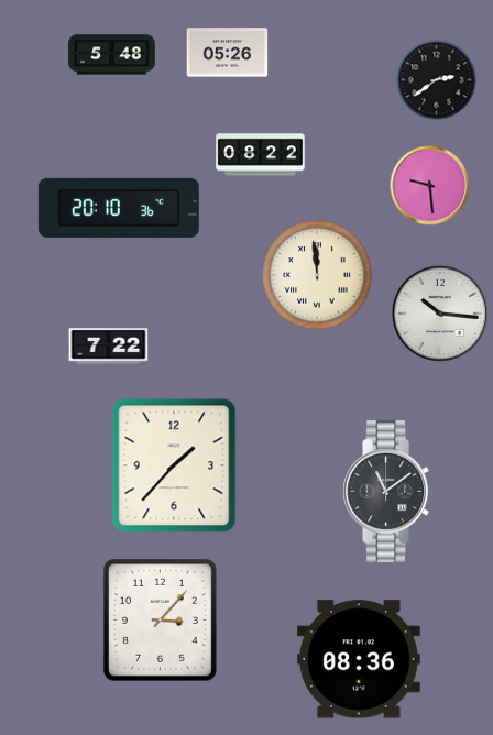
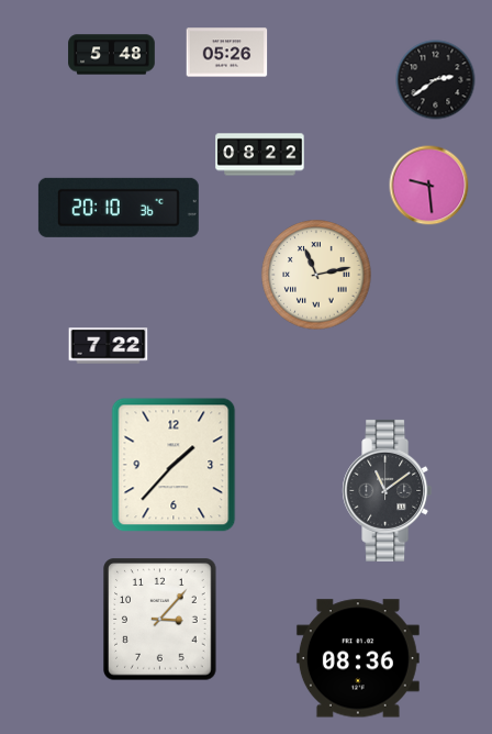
clock at (317, 275): 11:59 -> 11:13
clock at (439, 314): 10:16 -> none
